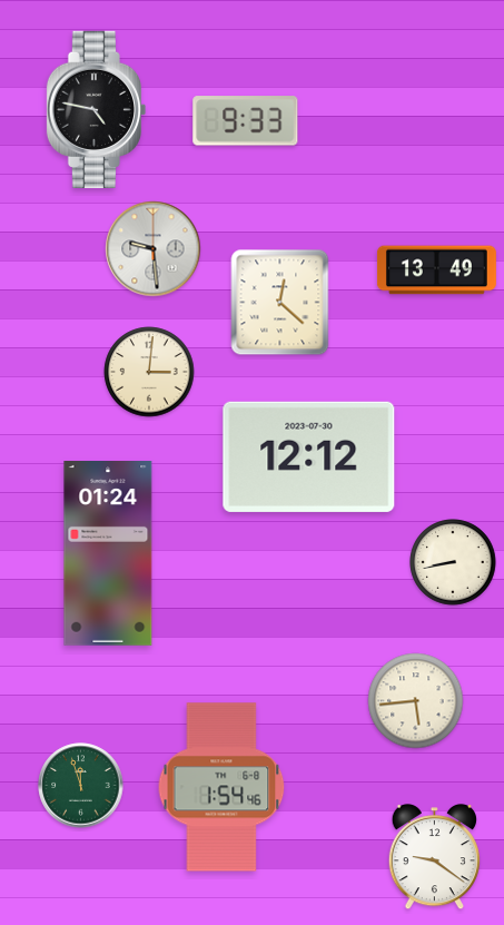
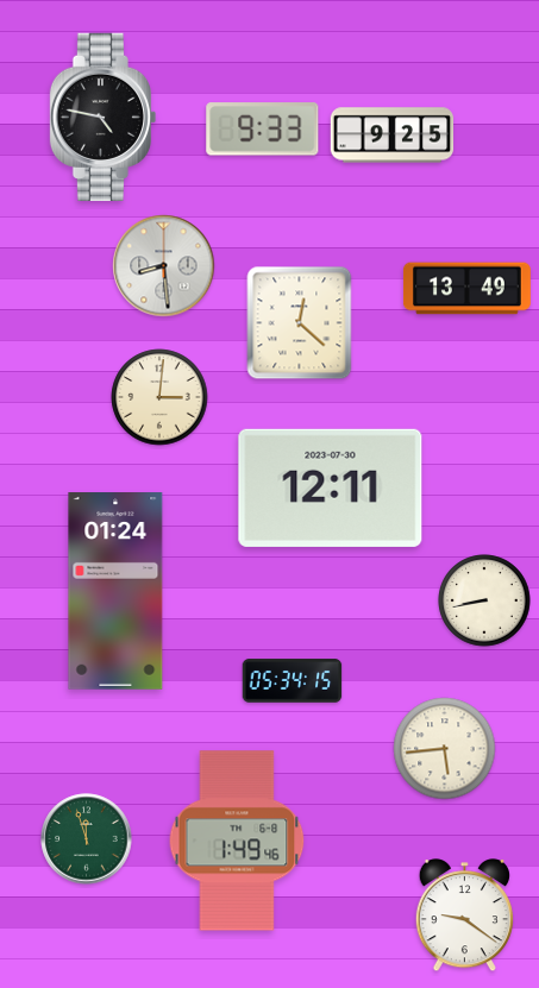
clock at (393, 136): none -> 9:25
clock at (154, 249): 9:29 -> 8:29
clock at (309, 456): 12:12 -> 12:11
clock at (293, 681): none -> 05:34
clock at (221, 787): 1:54 -> 1:49
